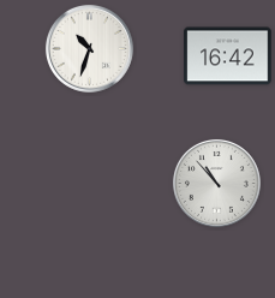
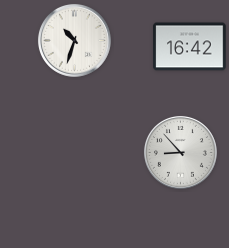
clock at (216, 183): 10:53 -> 8:53
